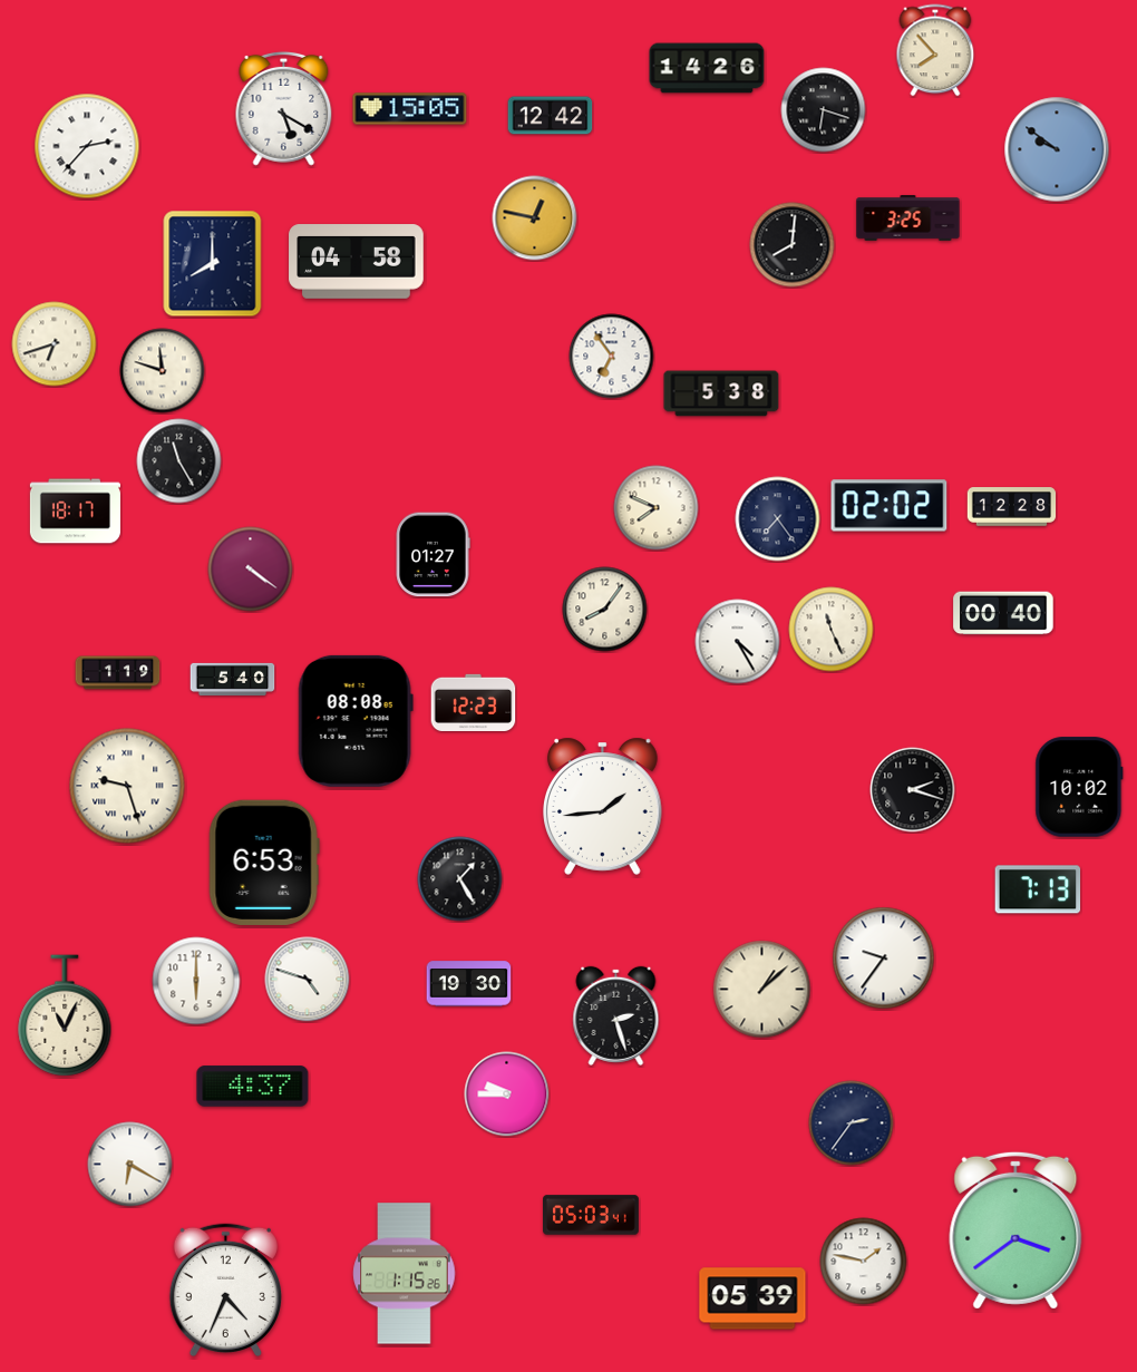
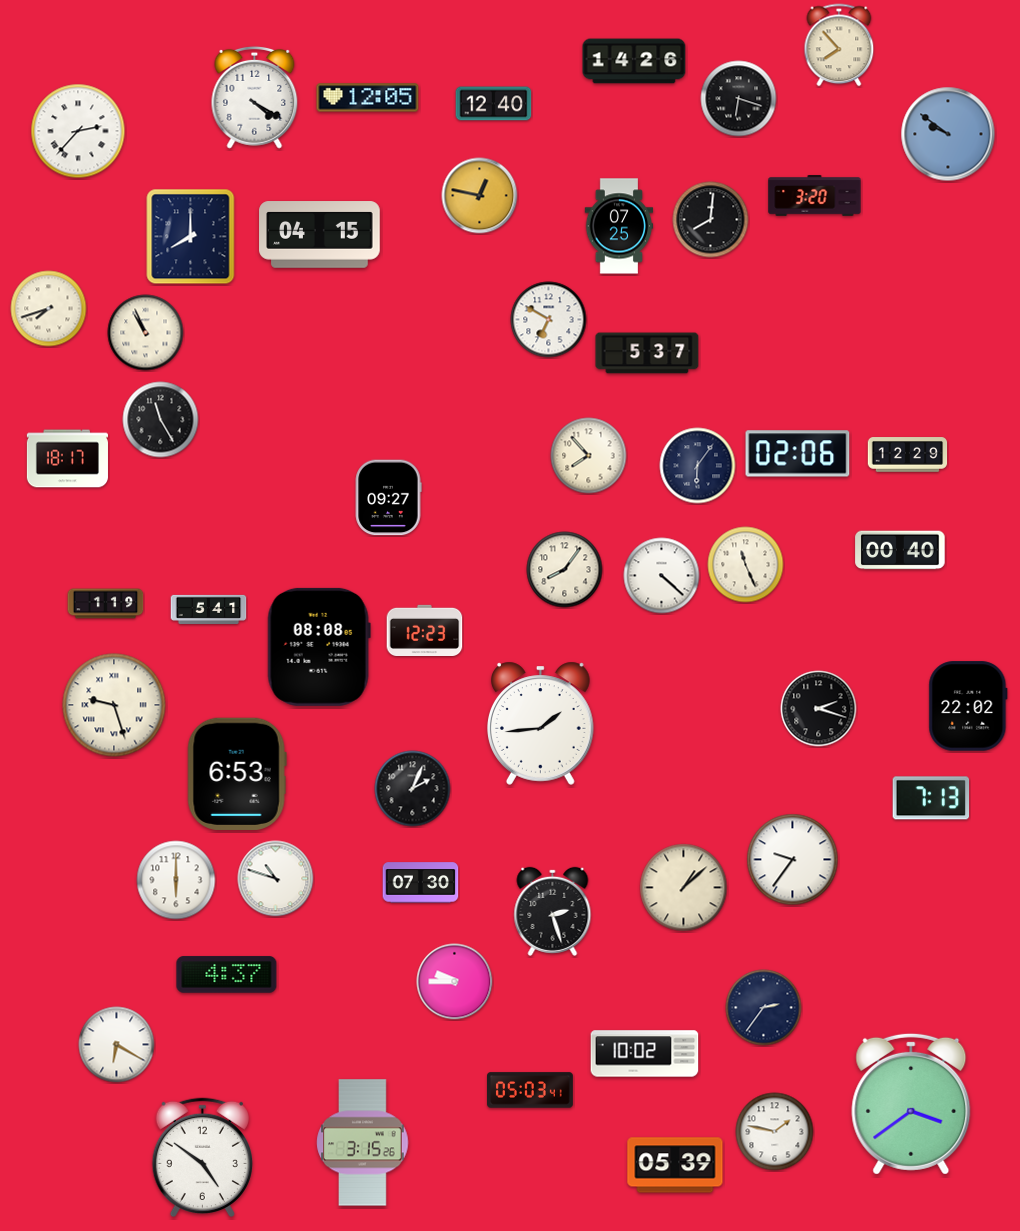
clock at (284, 108): 5:20 -> 4:20
clock at (410, 109): 15:05 -> 12:05
clock at (551, 116): 12:42 -> 12:40
clock at (908, 218): 3:25 -> 3:20
clock at (619, 226): none -> 07:25
clock at (357, 262): 04:58 -> 04:15
clock at (55, 344): 6:42 -> 7:42
clock at (612, 357): 6:54 -> 6:50
clock at (163, 371): 11:48 -> 10:56
clock at (721, 393): 5:38 -> 5:37
clock at (179, 461) position: (179, 461) -> (161, 420)
clock at (890, 506): 02:02 -> 02:06
clock at (1012, 507): 12:28 -> 12:29
clock at (657, 508): 7:49 -> 7:53
clock at (778, 519): 7:24 -> 6:06
clock at (433, 555): 01:27 -> 09:27
clock at (251, 570): 4:21 -> none
clock at (605, 610) position: (605, 610) -> (565, 570)
clock at (738, 642): 4:25 -> 4:22
clock at (233, 679): 5:40 -> 5:41
clock at (1079, 787): 10:02 -> 22:02
clock at (460, 879): 1:25 -> 2:04
clock at (308, 980): 4:48 -> 10:48
clock at (469, 984): 19:30 -> 07:30
clock at (65, 1015): 11:04 -> none
clock at (645, 1054): none -> 10:02
clock at (405, 1274): 1:15 -> 3:15
clock at (225, 1291): 4:34 -> 4:51
